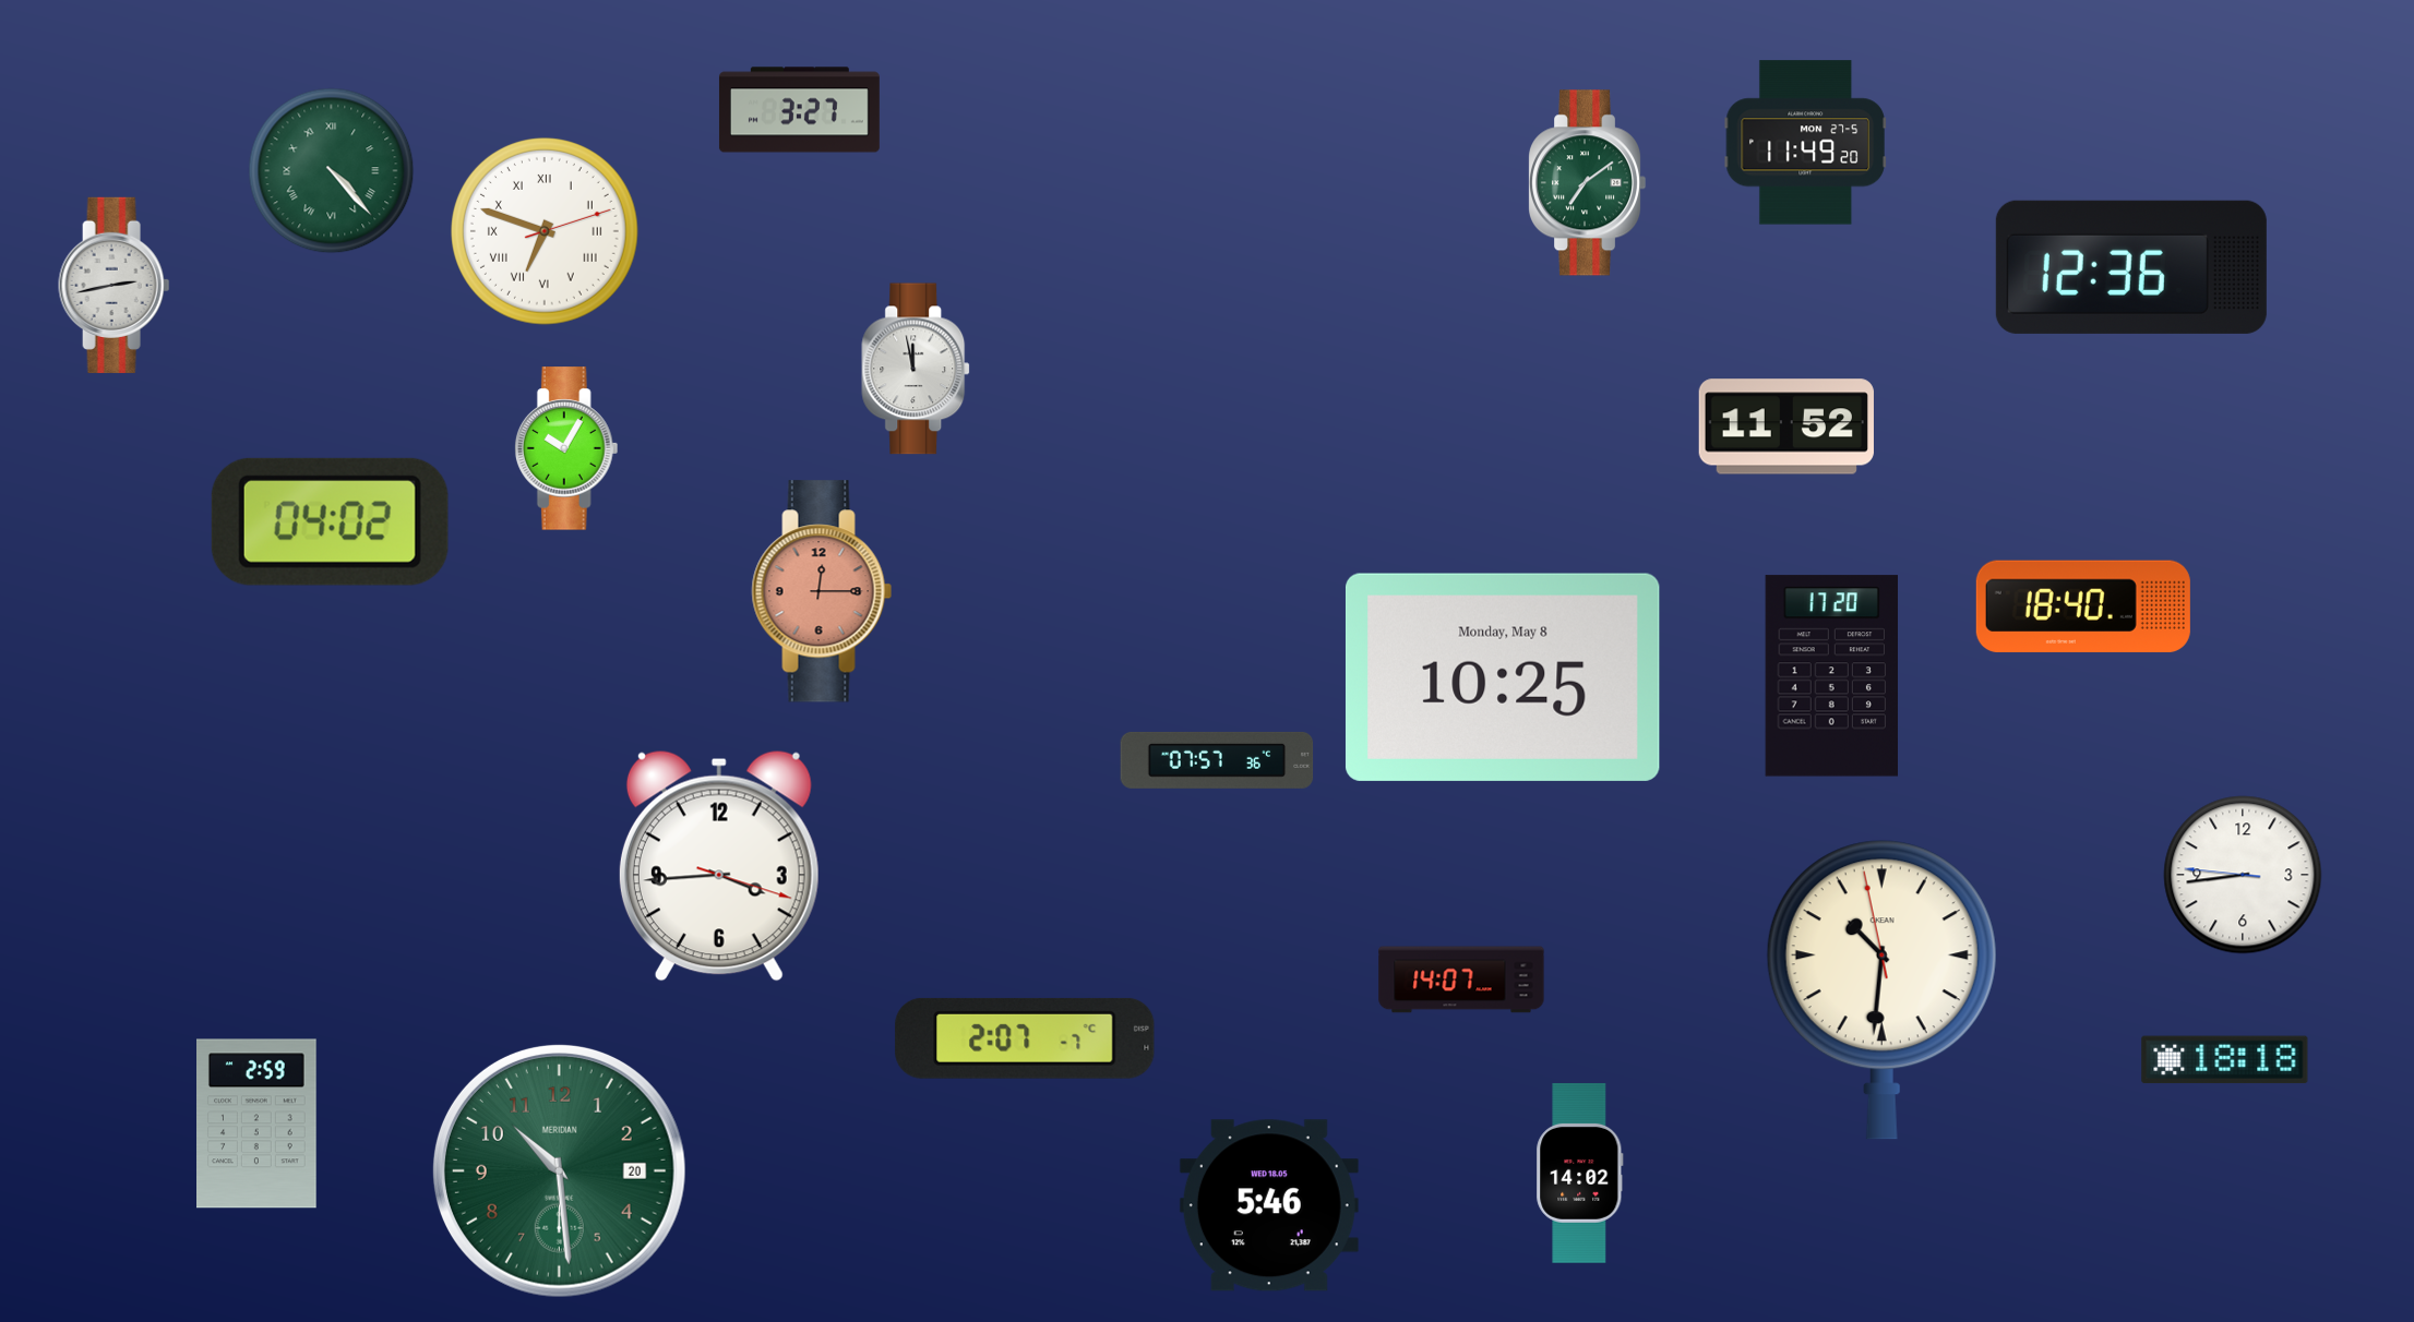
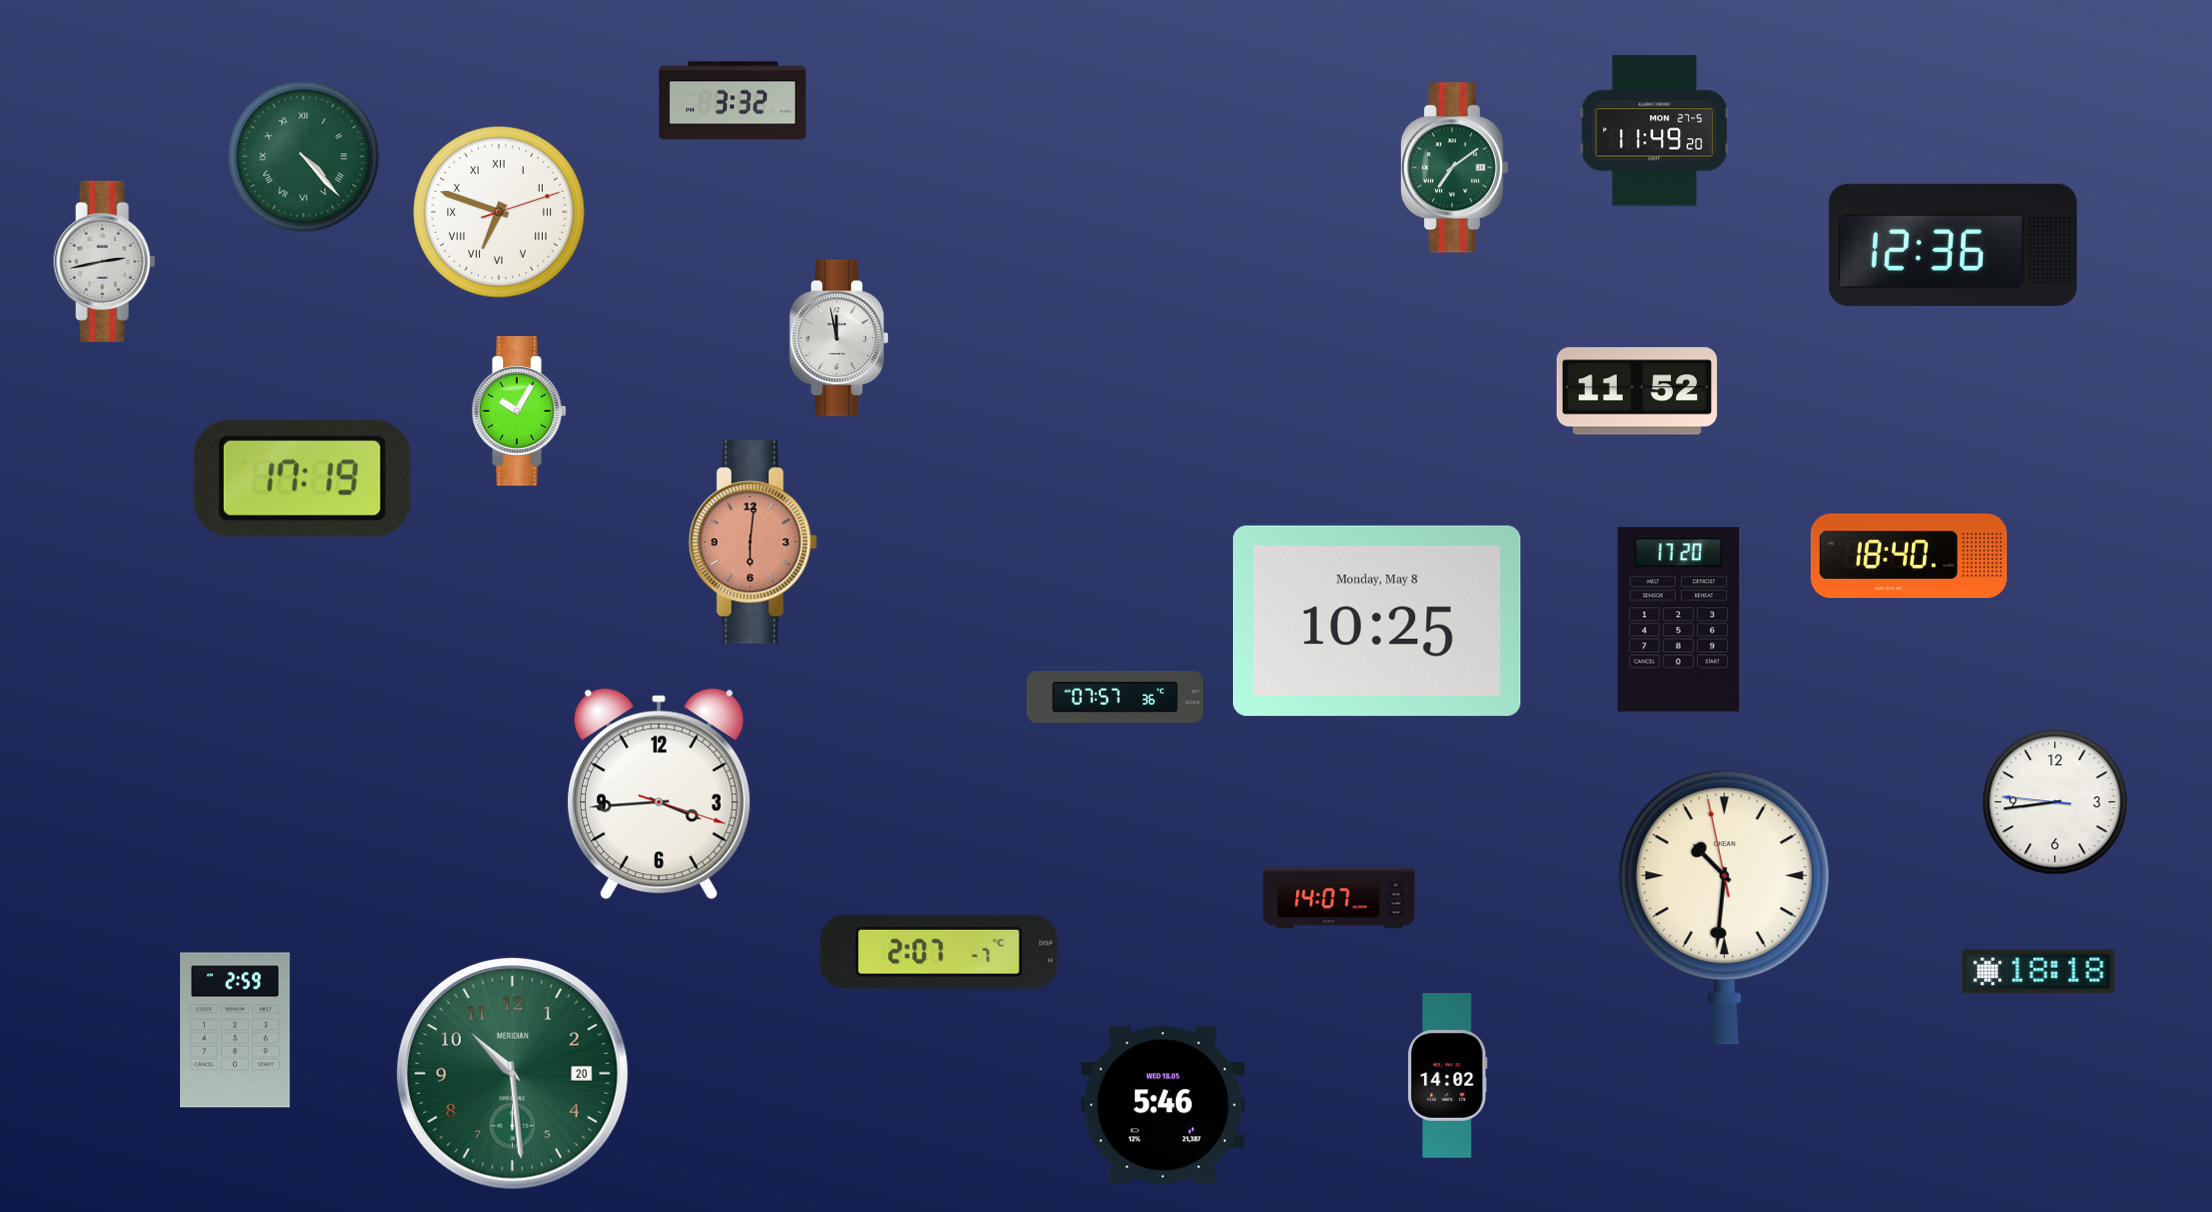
clock at (799, 110): 3:27 -> 3:32
clock at (330, 521): 04:02 -> 17:19
clock at (822, 591): 12:15 -> 6:01
